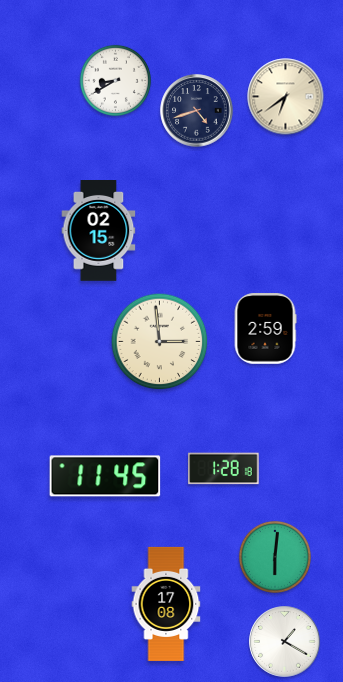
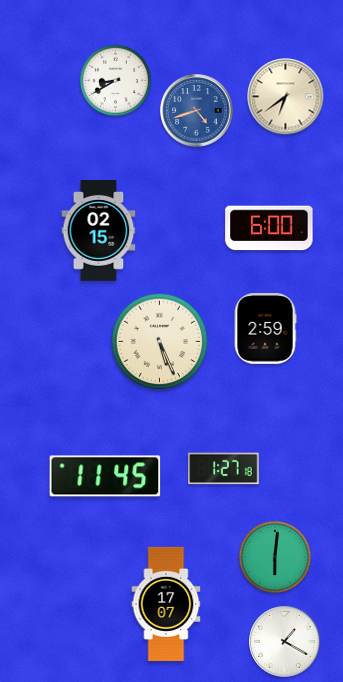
clock at (197, 111) dial: navy -> blue
clock at (269, 228): none -> 6:00
clock at (160, 342): 2:59 -> 5:26
clock at (224, 469): 1:28 -> 1:27
clock at (166, 604): 17:08 -> 17:07
